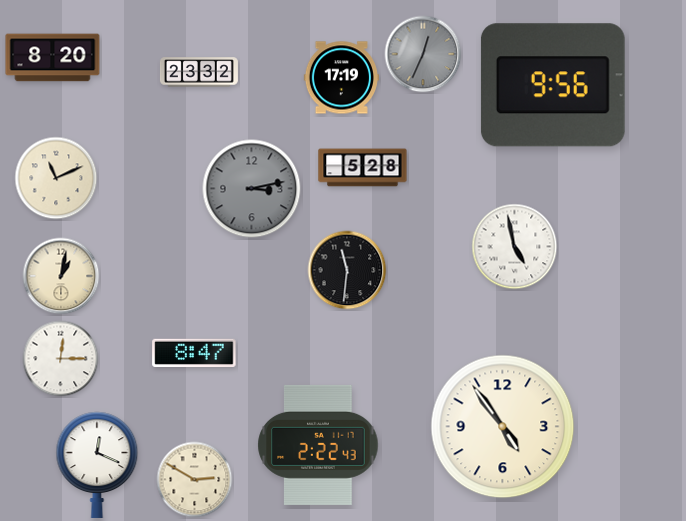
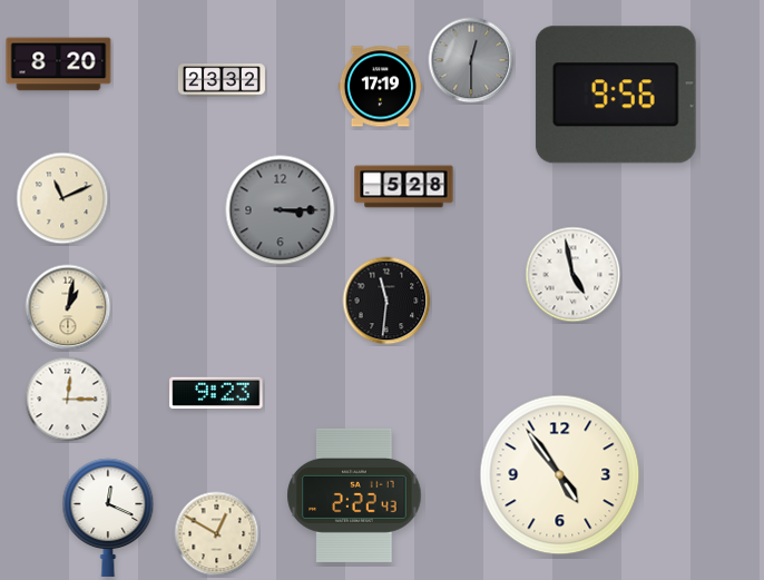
clock at (423, 54): 12:34 -> 12:30
clock at (252, 189): 3:13 -> 3:15
clock at (194, 352): 8:47 -> 9:23
clock at (195, 480): 2:50 -> 12:50
